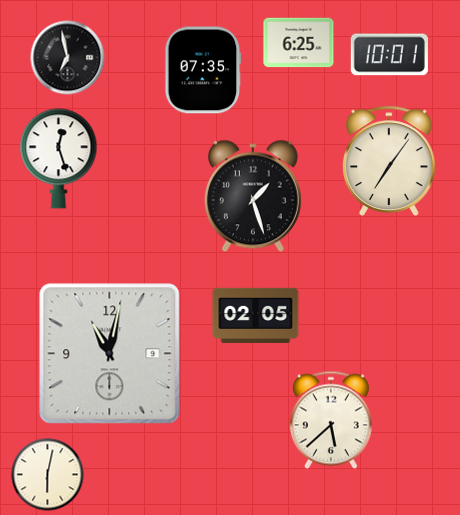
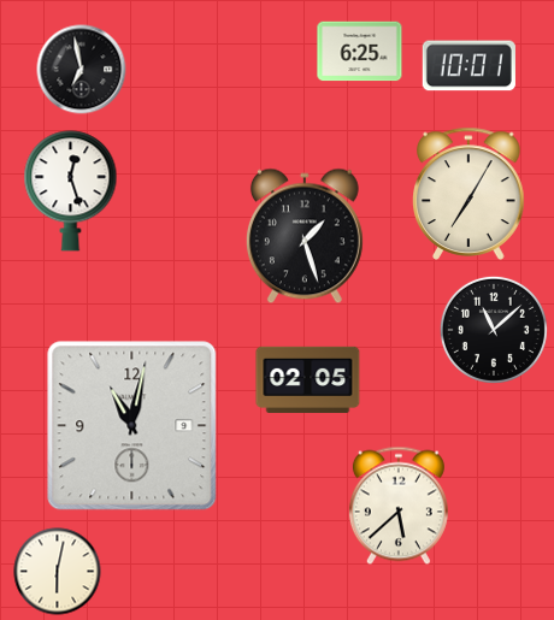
clock at (203, 70): 07:35 -> none
clock at (389, 161): 7:06 -> 7:05
clock at (494, 330): none -> 11:08
